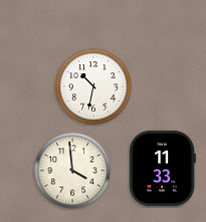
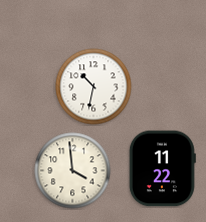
clock at (162, 169): 11:33 -> 11:22
